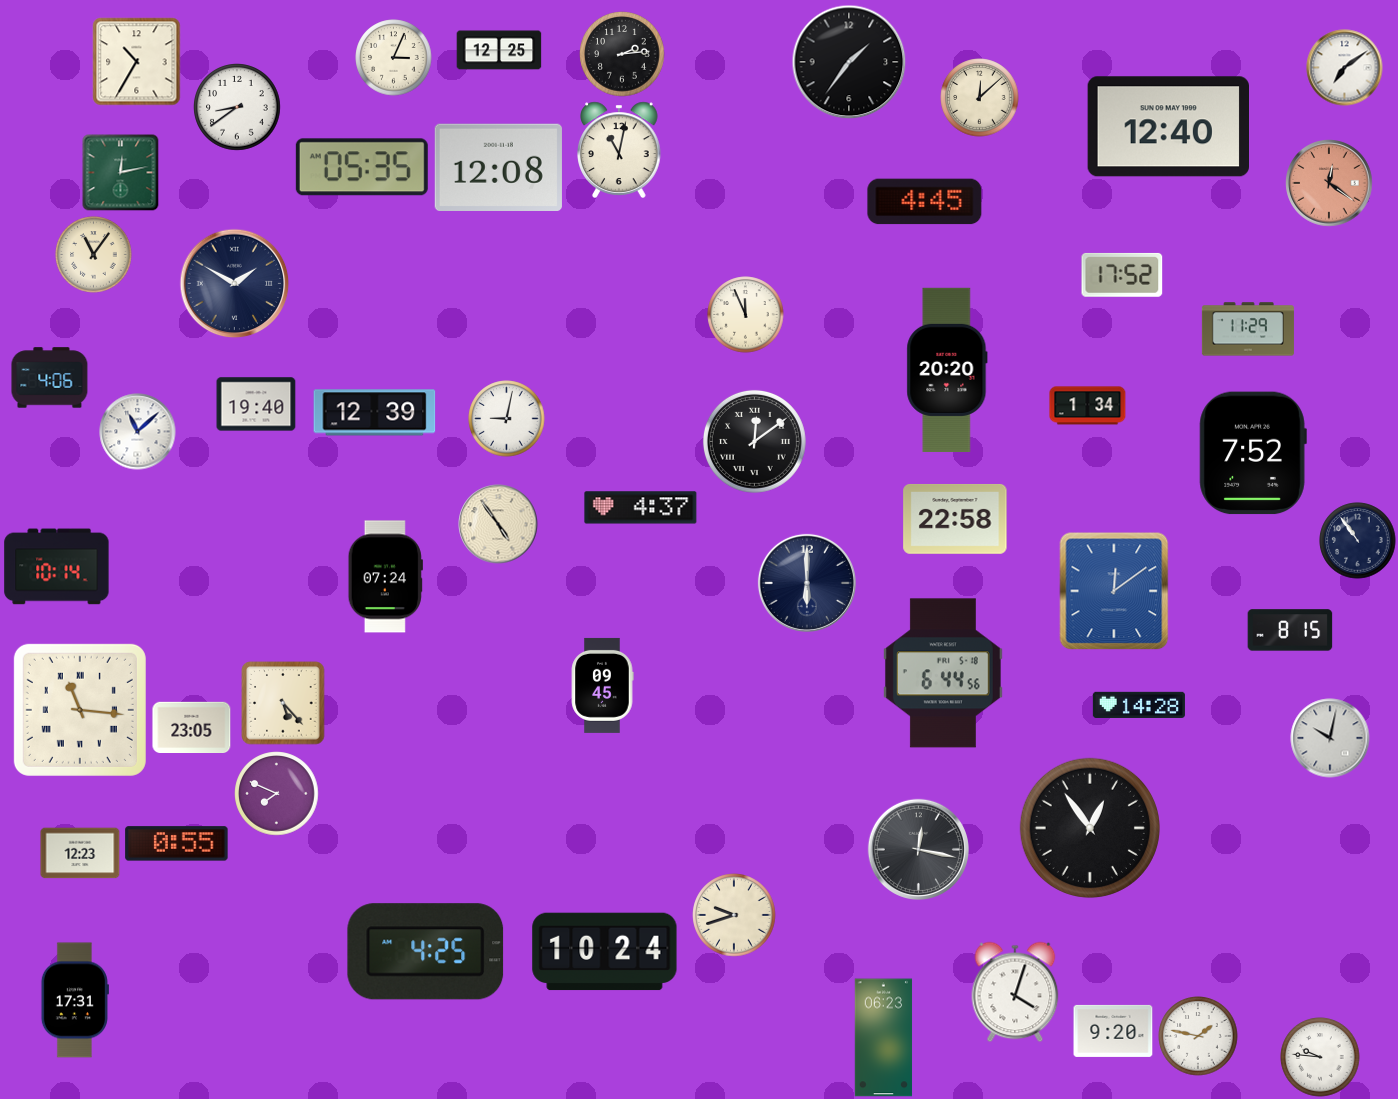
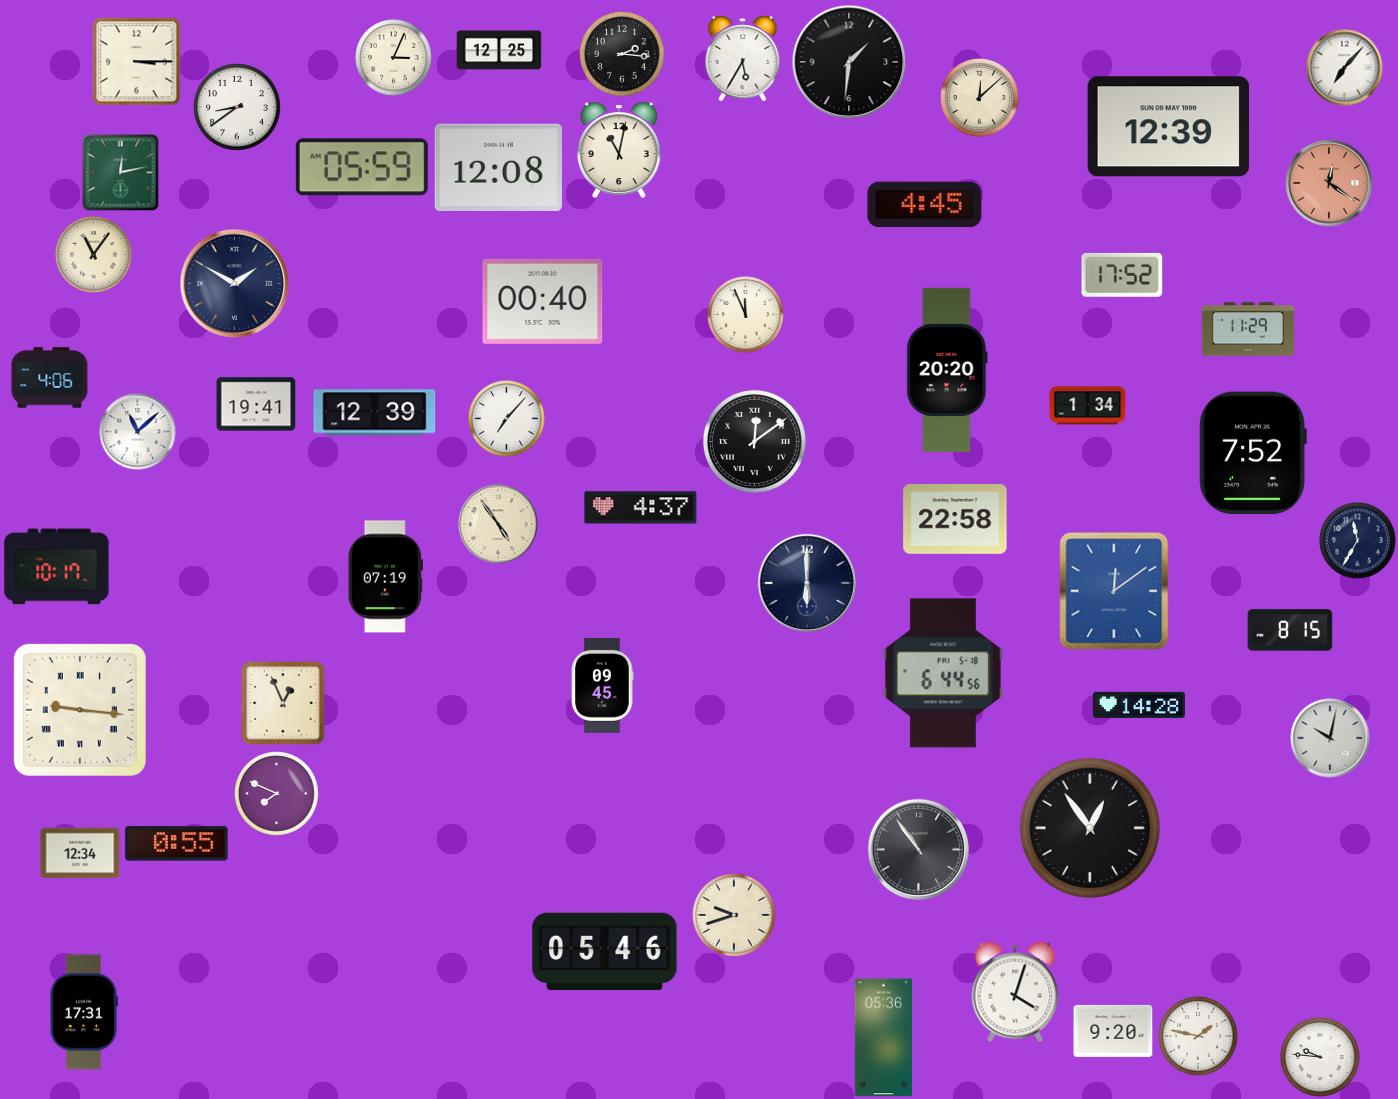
clock at (622, 54): 2:14 -> 2:16
clock at (743, 59): none -> 5:35
clock at (137, 62): 10:35 -> 3:15
clock at (849, 62): 1:36 -> 1:31
clock at (1345, 68): 7:09 -> 7:07
clock at (1168, 127): 12:40 -> 12:39
clock at (362, 167): 05:35 -> 05:59
clock at (925, 202) position: (925, 202) -> (925, 205)
clock at (543, 301): none -> 00:40
clock at (256, 404): 19:40 -> 19:41
clock at (507, 419): 9:02 -> 7:07
clock at (1358, 541): 10:54 -> 11:35
clock at (57, 567): 10:14 -> 10:17
clock at (385, 577): 07:24 -> 07:19
clock at (283, 703): 5:23 -> 12:56
clock at (80, 710): 11:16 -> 9:16
clock at (192, 727): 23:05 -> none
clock at (918, 849): 12:17 -> 10:54
clock at (80, 853): 12:23 -> 12:34
clock at (426, 952): 4:25 -> none
clock at (605, 952): 10:24 -> 05:46
clock at (75, 1000) position: (75, 1000) -> (84, 1012)
clock at (884, 1038): 06:23 -> 05:36
